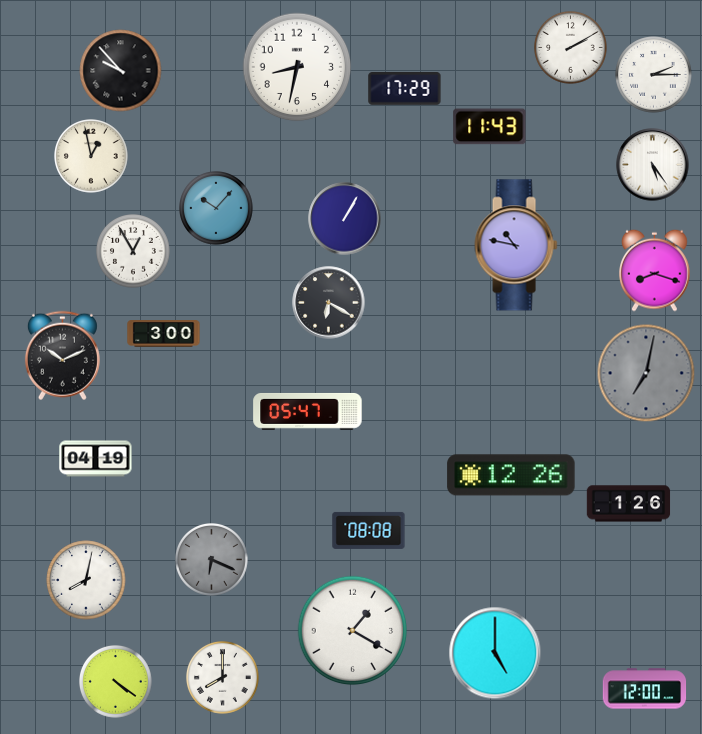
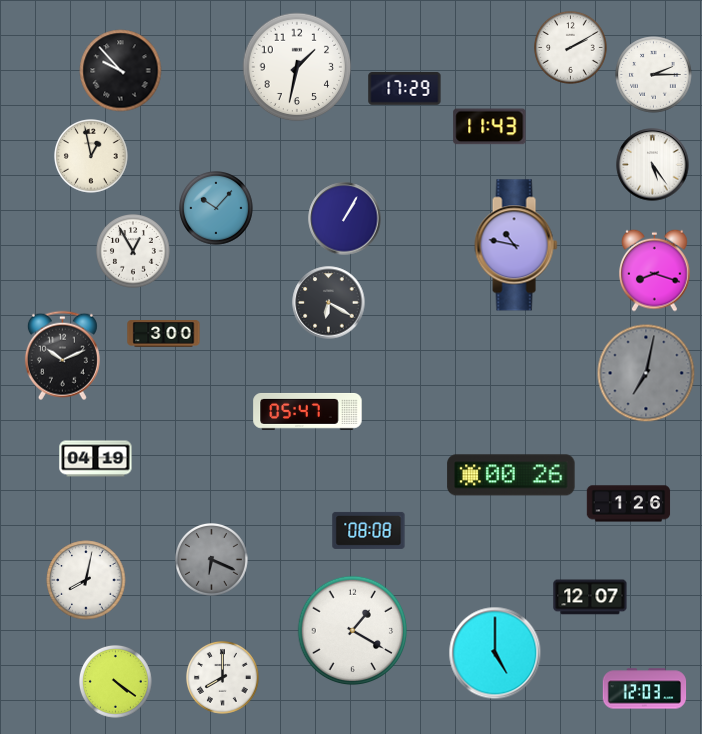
clock at (297, 67): 8:32 -> 1:32
clock at (511, 475): 12:26 -> 00:26
clock at (590, 597): none -> 12:07
clock at (645, 689): 12:00 -> 12:03
